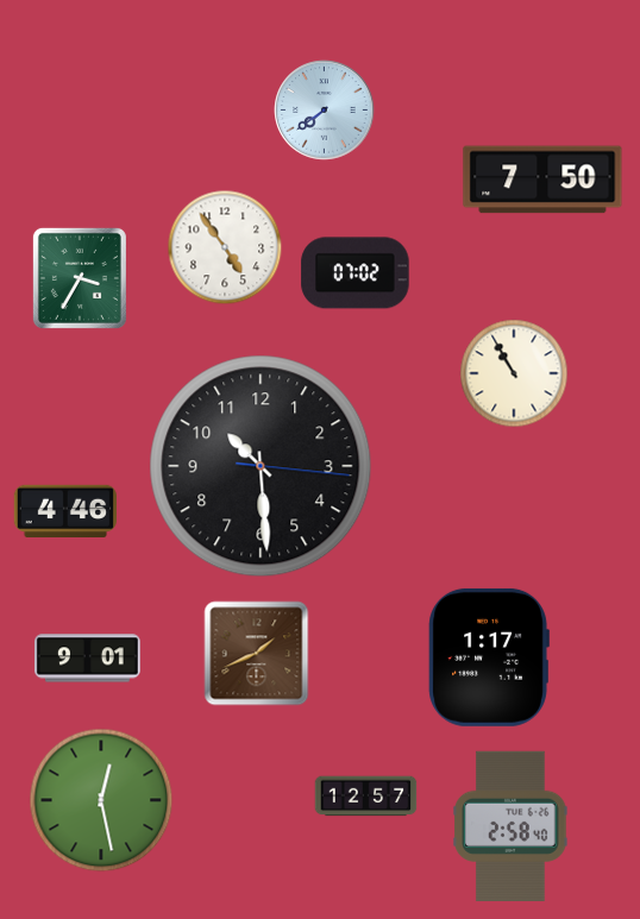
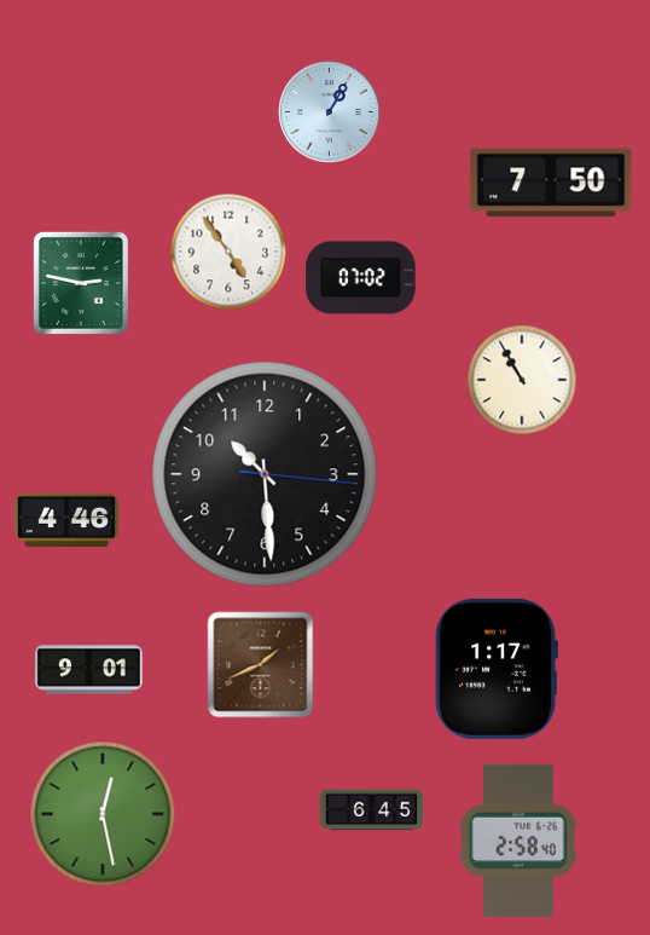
clock at (325, 111): 7:39 -> 1:05
clock at (80, 278): 3:35 -> 2:47
clock at (366, 797): 12:57 -> 6:45
